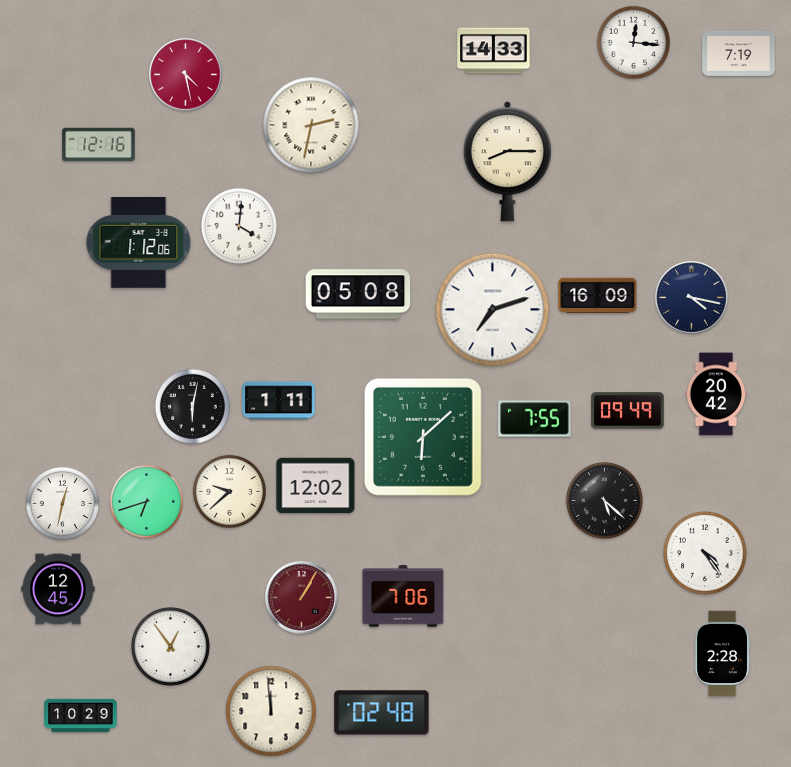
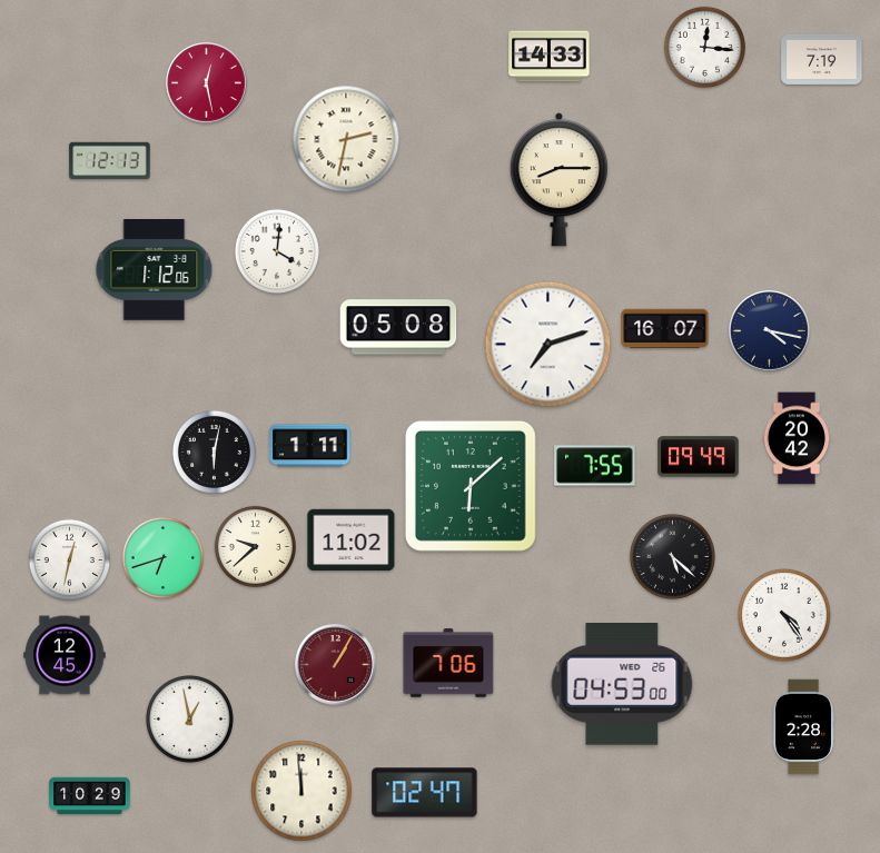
clock at (186, 75): 4:28 -> 12:28
clock at (99, 145): 12:16 -> 12:13
clock at (507, 162) position: (507, 162) -> (558, 180)
clock at (239, 226) position: (239, 226) -> (277, 251)
clock at (598, 296): 16:09 -> 16:07
clock at (316, 486): 12:02 -> 11:02
clock at (622, 685): none -> 04:53
clock at (170, 646): 12:54 -> 12:58
clock at (382, 713): 02:48 -> 02:47
